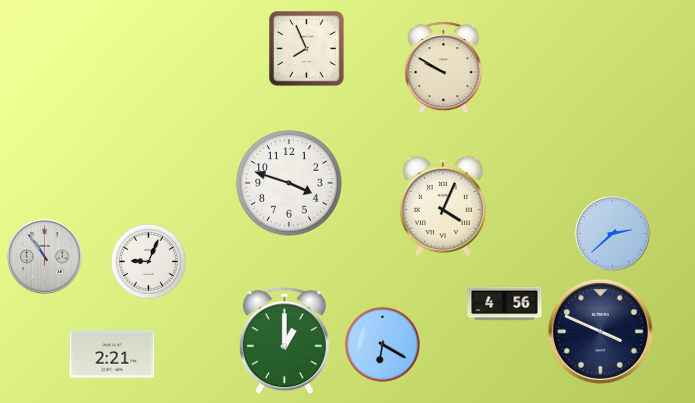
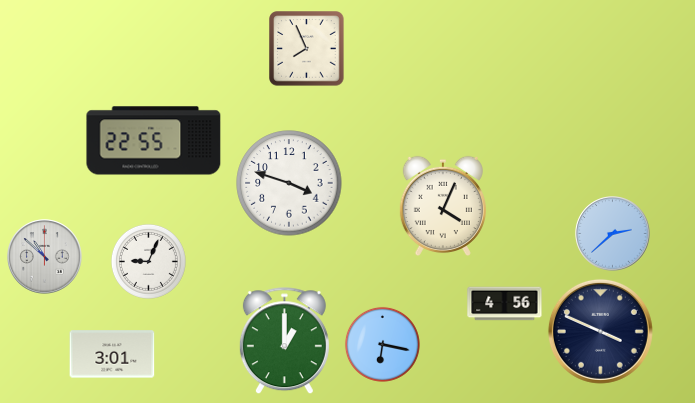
clock at (444, 68): 9:50 -> none
clock at (154, 141): none -> 22:55
clock at (45, 257): 10:54 -> 10:52
clock at (382, 344): 6:20 -> 6:17
clock at (112, 354): 2:21 -> 3:01
